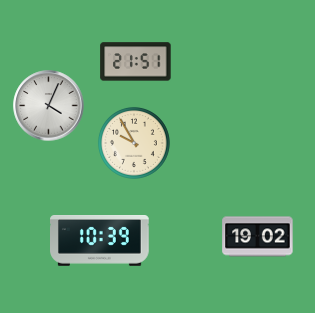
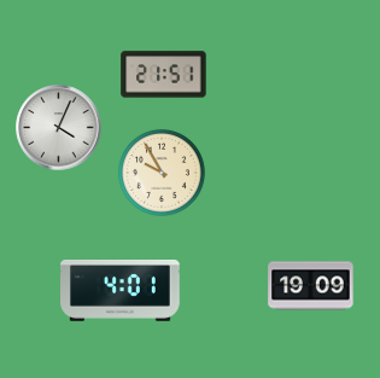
clock at (258, 237): 19:02 -> 19:09
clock at (100, 241): 10:39 -> 4:01
